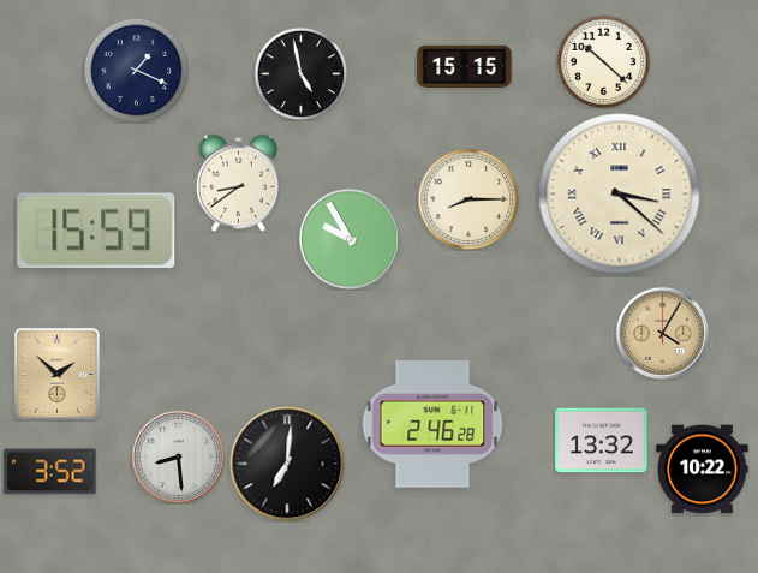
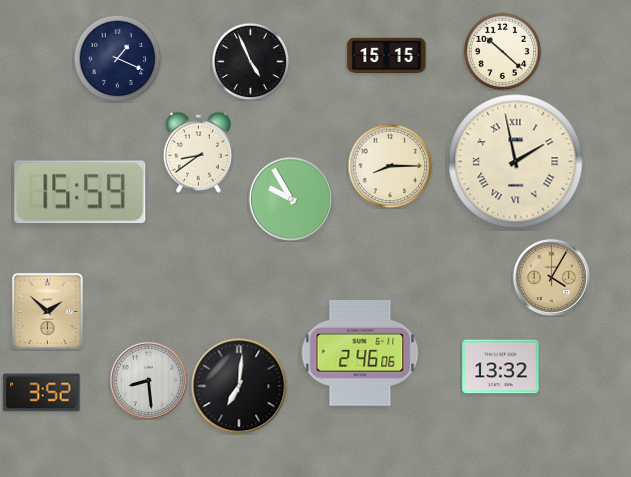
clock at (136, 70) position: (136, 70) -> (117, 58)
clock at (300, 73): 4:58 -> 4:56
clock at (620, 195): 3:22 -> 1:58
clock at (432, 424): 2:46:28 -> 2:46:06
clock at (703, 470): 10:22 -> none
